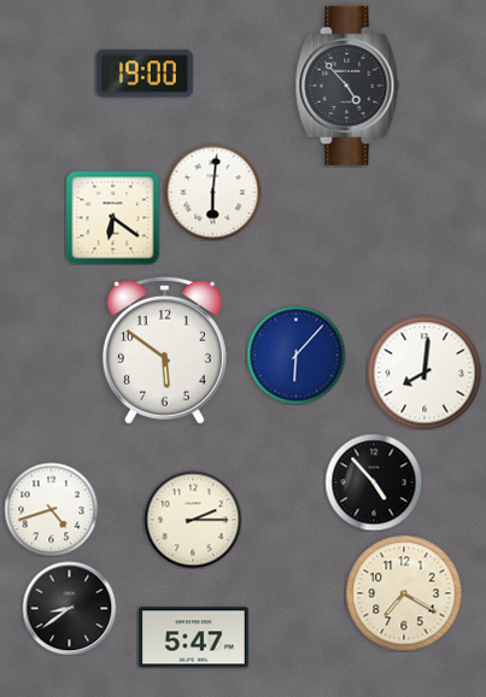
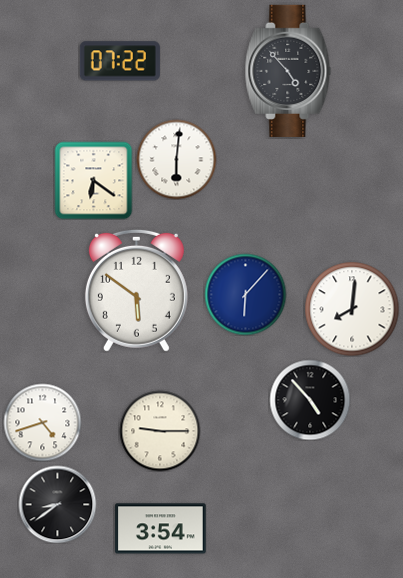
clock at (145, 74): 19:00 -> 07:22
clock at (193, 520): 2:15 -> 9:15
clock at (404, 593): 7:20 -> none
clock at (194, 638): 5:47 -> 3:54
